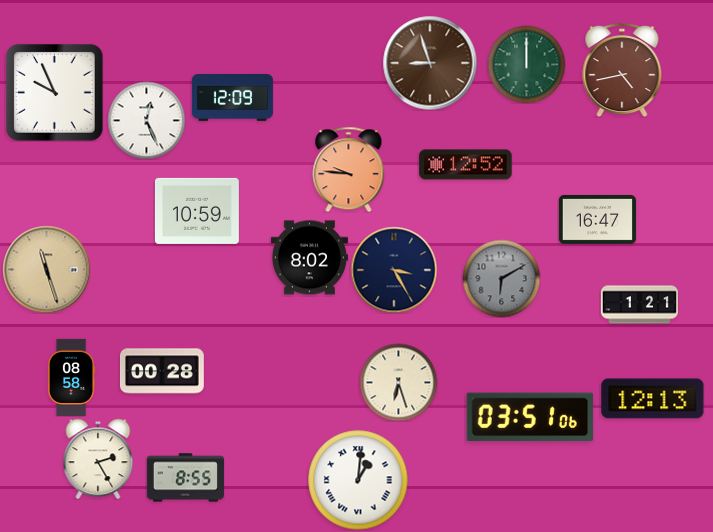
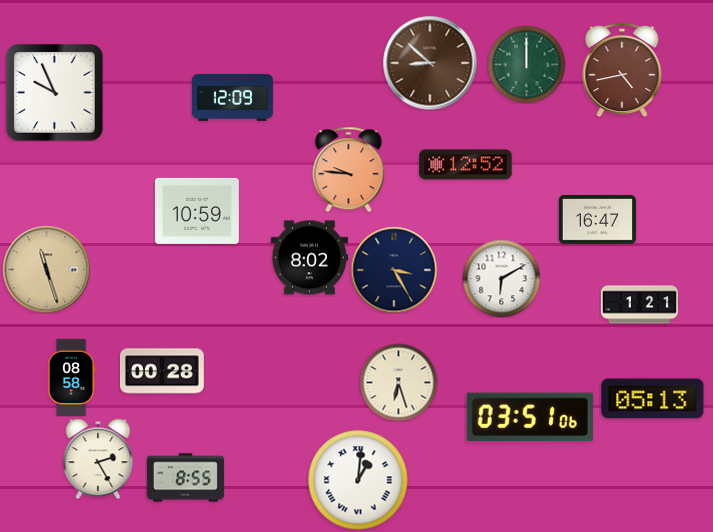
clock at (430, 63): 8:57 -> 8:52
clock at (146, 120): 12:26 -> none
clock at (501, 278) dial: grey -> white
clock at (653, 399): 12:13 -> 05:13
